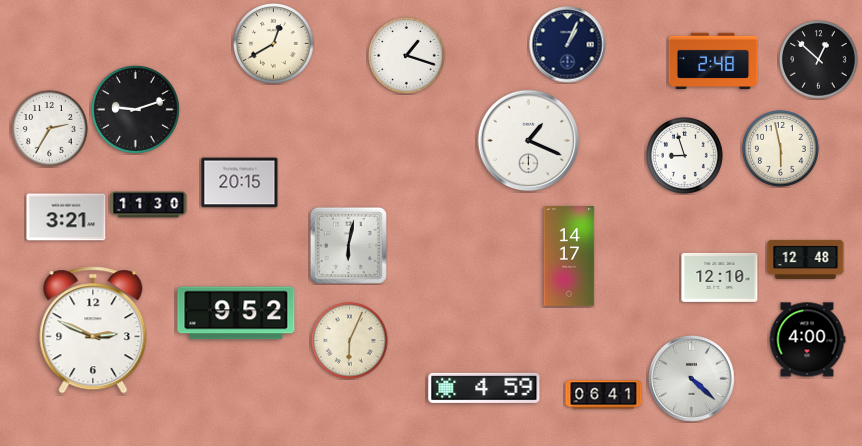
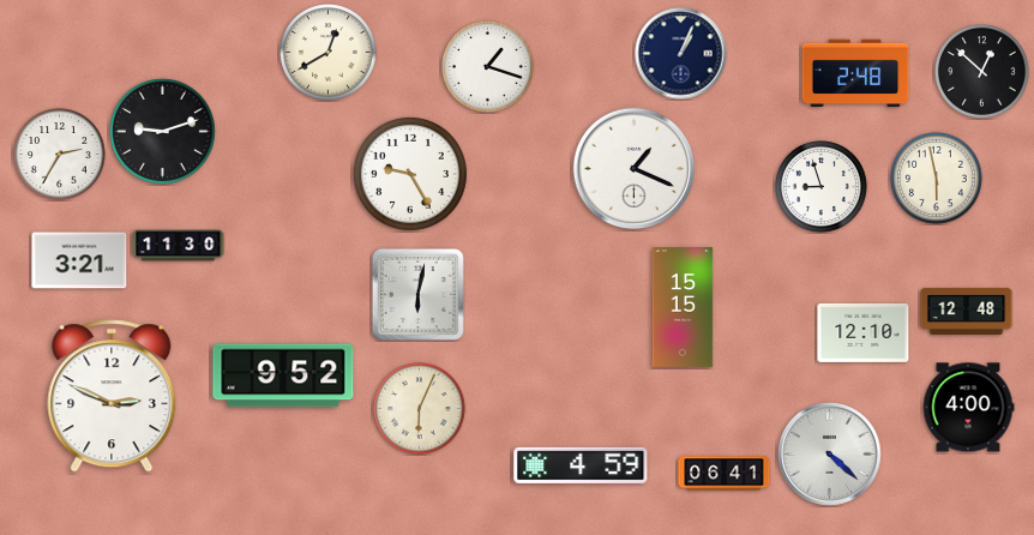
clock at (410, 174): none -> 9:25
clock at (240, 183): 20:15 -> none
clock at (569, 257): 14:17 -> 15:15
